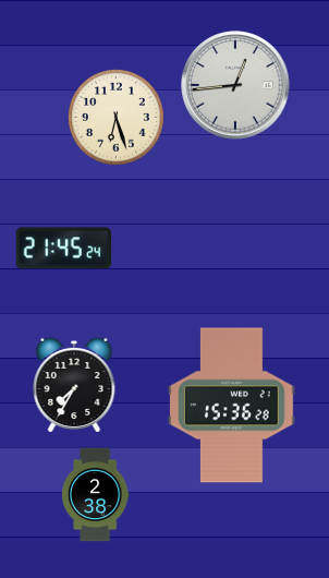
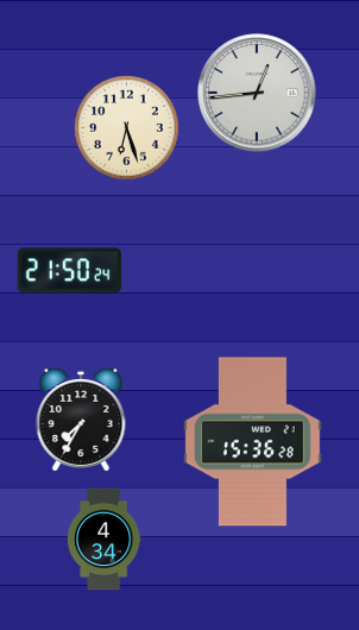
clock at (63, 249): 21:45 -> 21:50
clock at (95, 495): 2:38 -> 4:34
